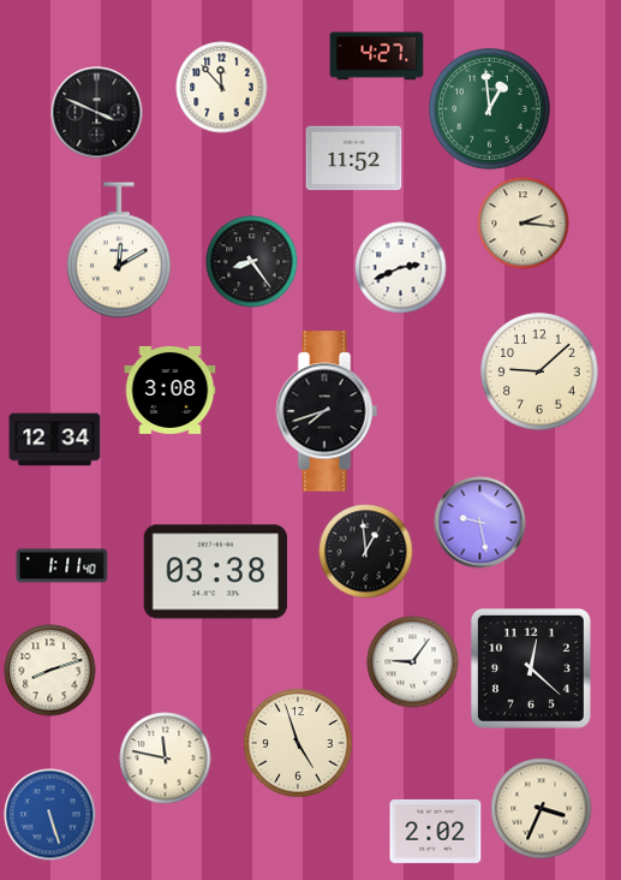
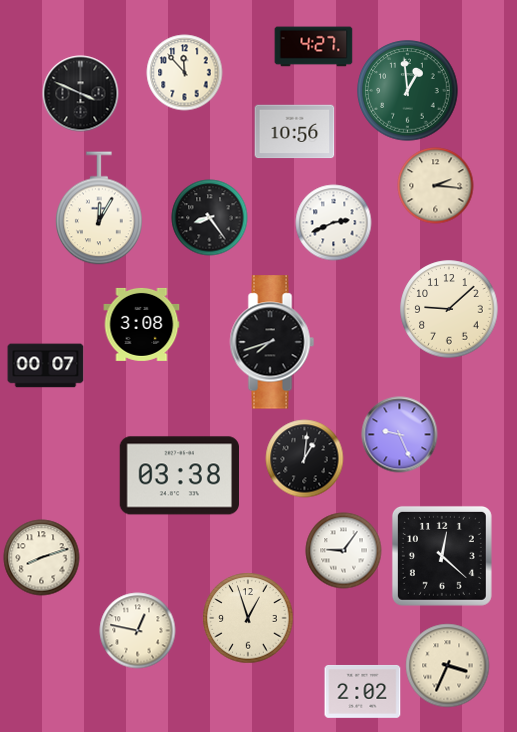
clock at (354, 159): 11:52 -> 10:56
clock at (120, 250): 12:10 -> 12:05
clock at (55, 440): 12:34 -> 00:07
clock at (480, 523): 9:28 -> 9:26
clock at (366, 552): 12:59 -> 1:01
clock at (62, 566): 1:11 -> none
clock at (298, 743): 4:57 -> 12:57
clock at (166, 759): 11:47 -> 12:47
clock at (542, 809) position: (542, 809) -> (448, 666)
clock at (50, 815): 5:27 -> none
